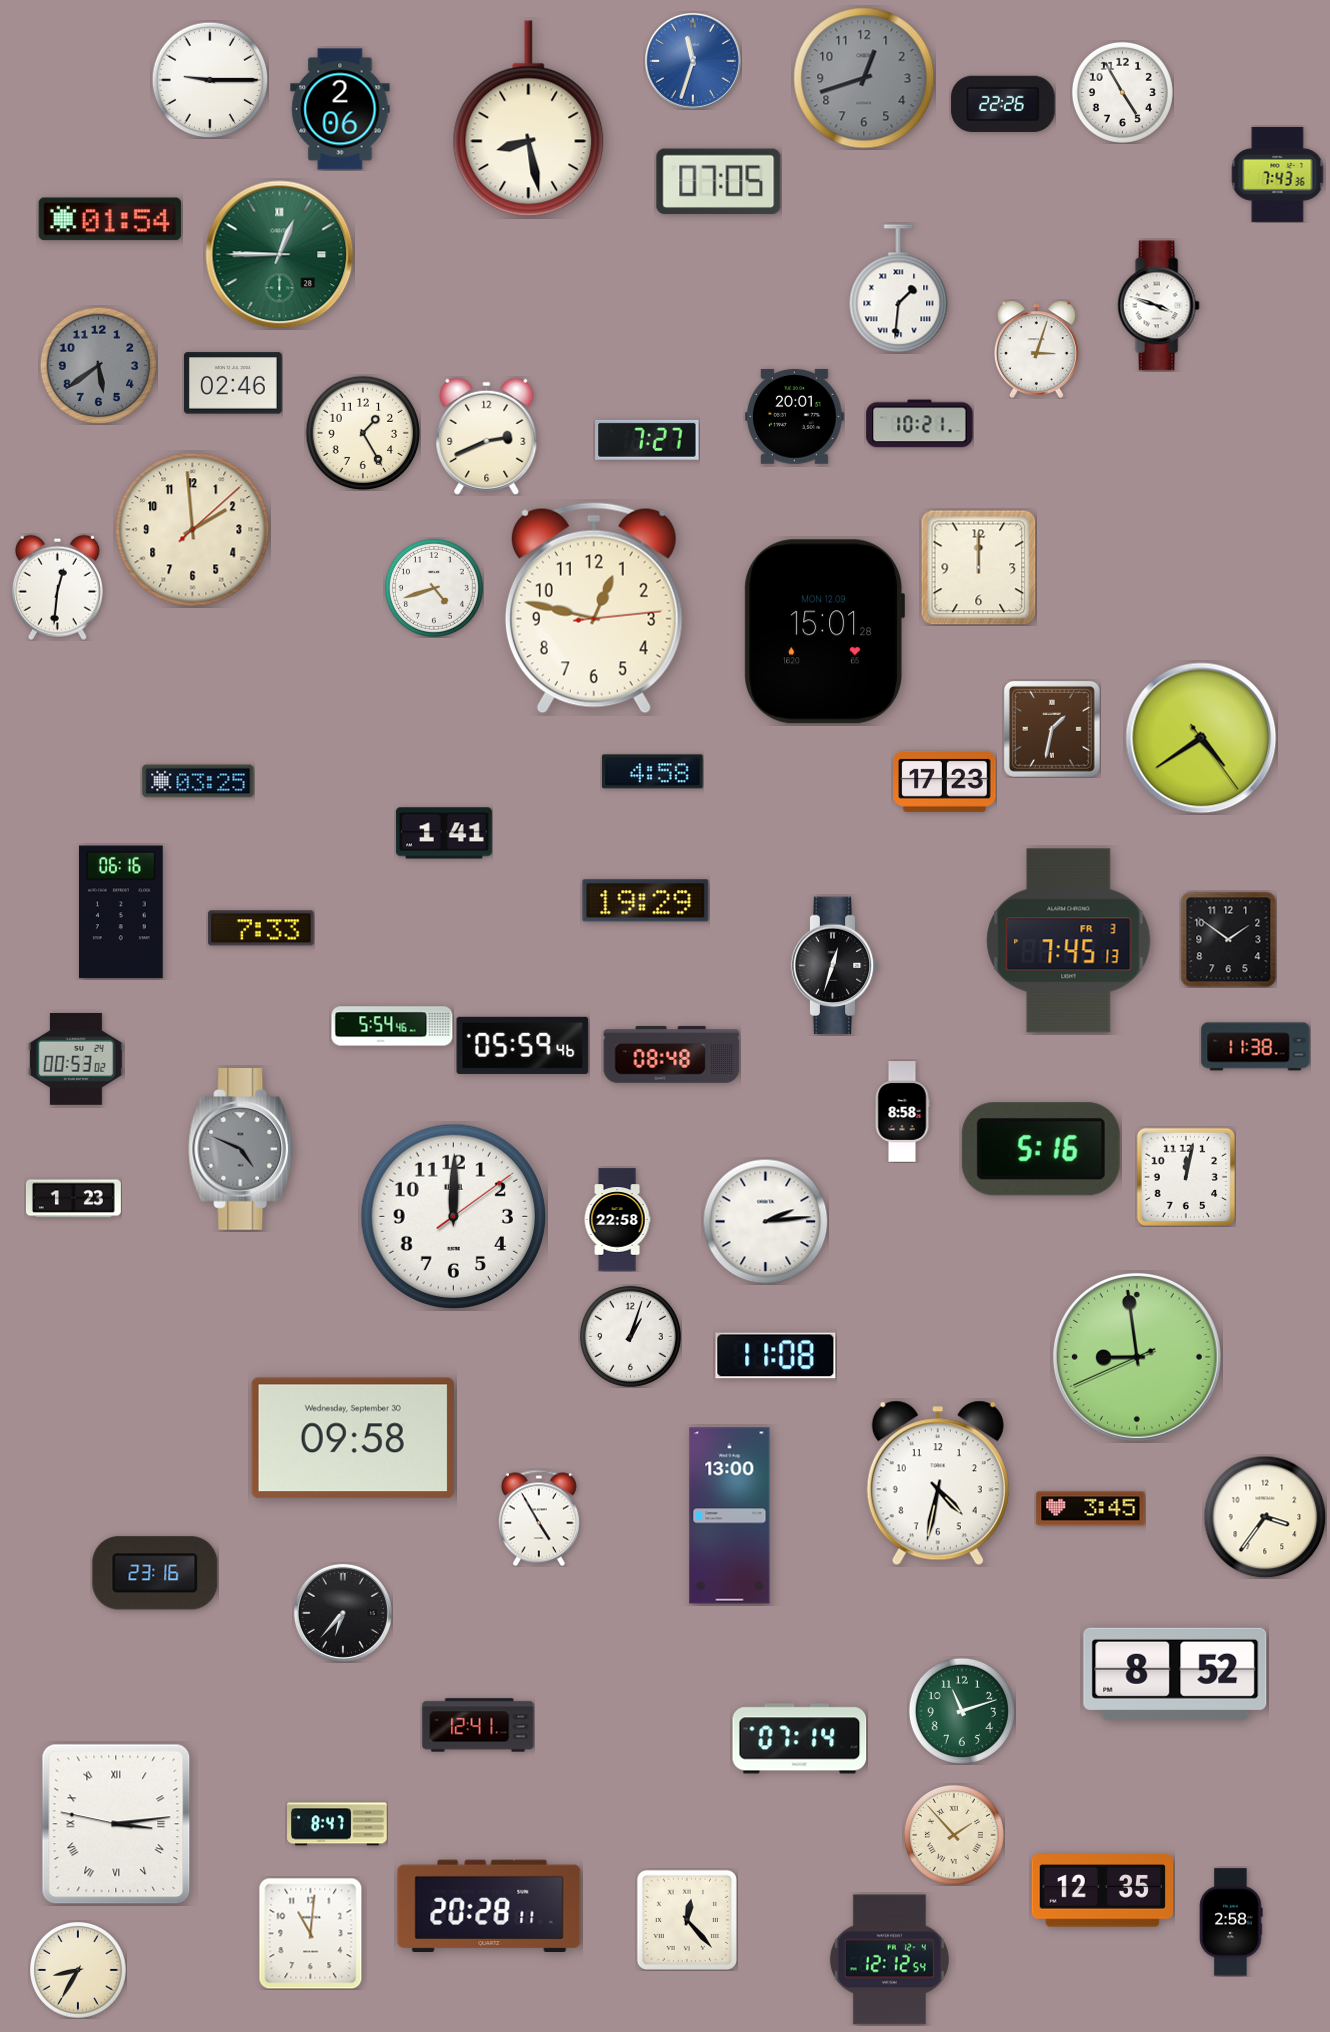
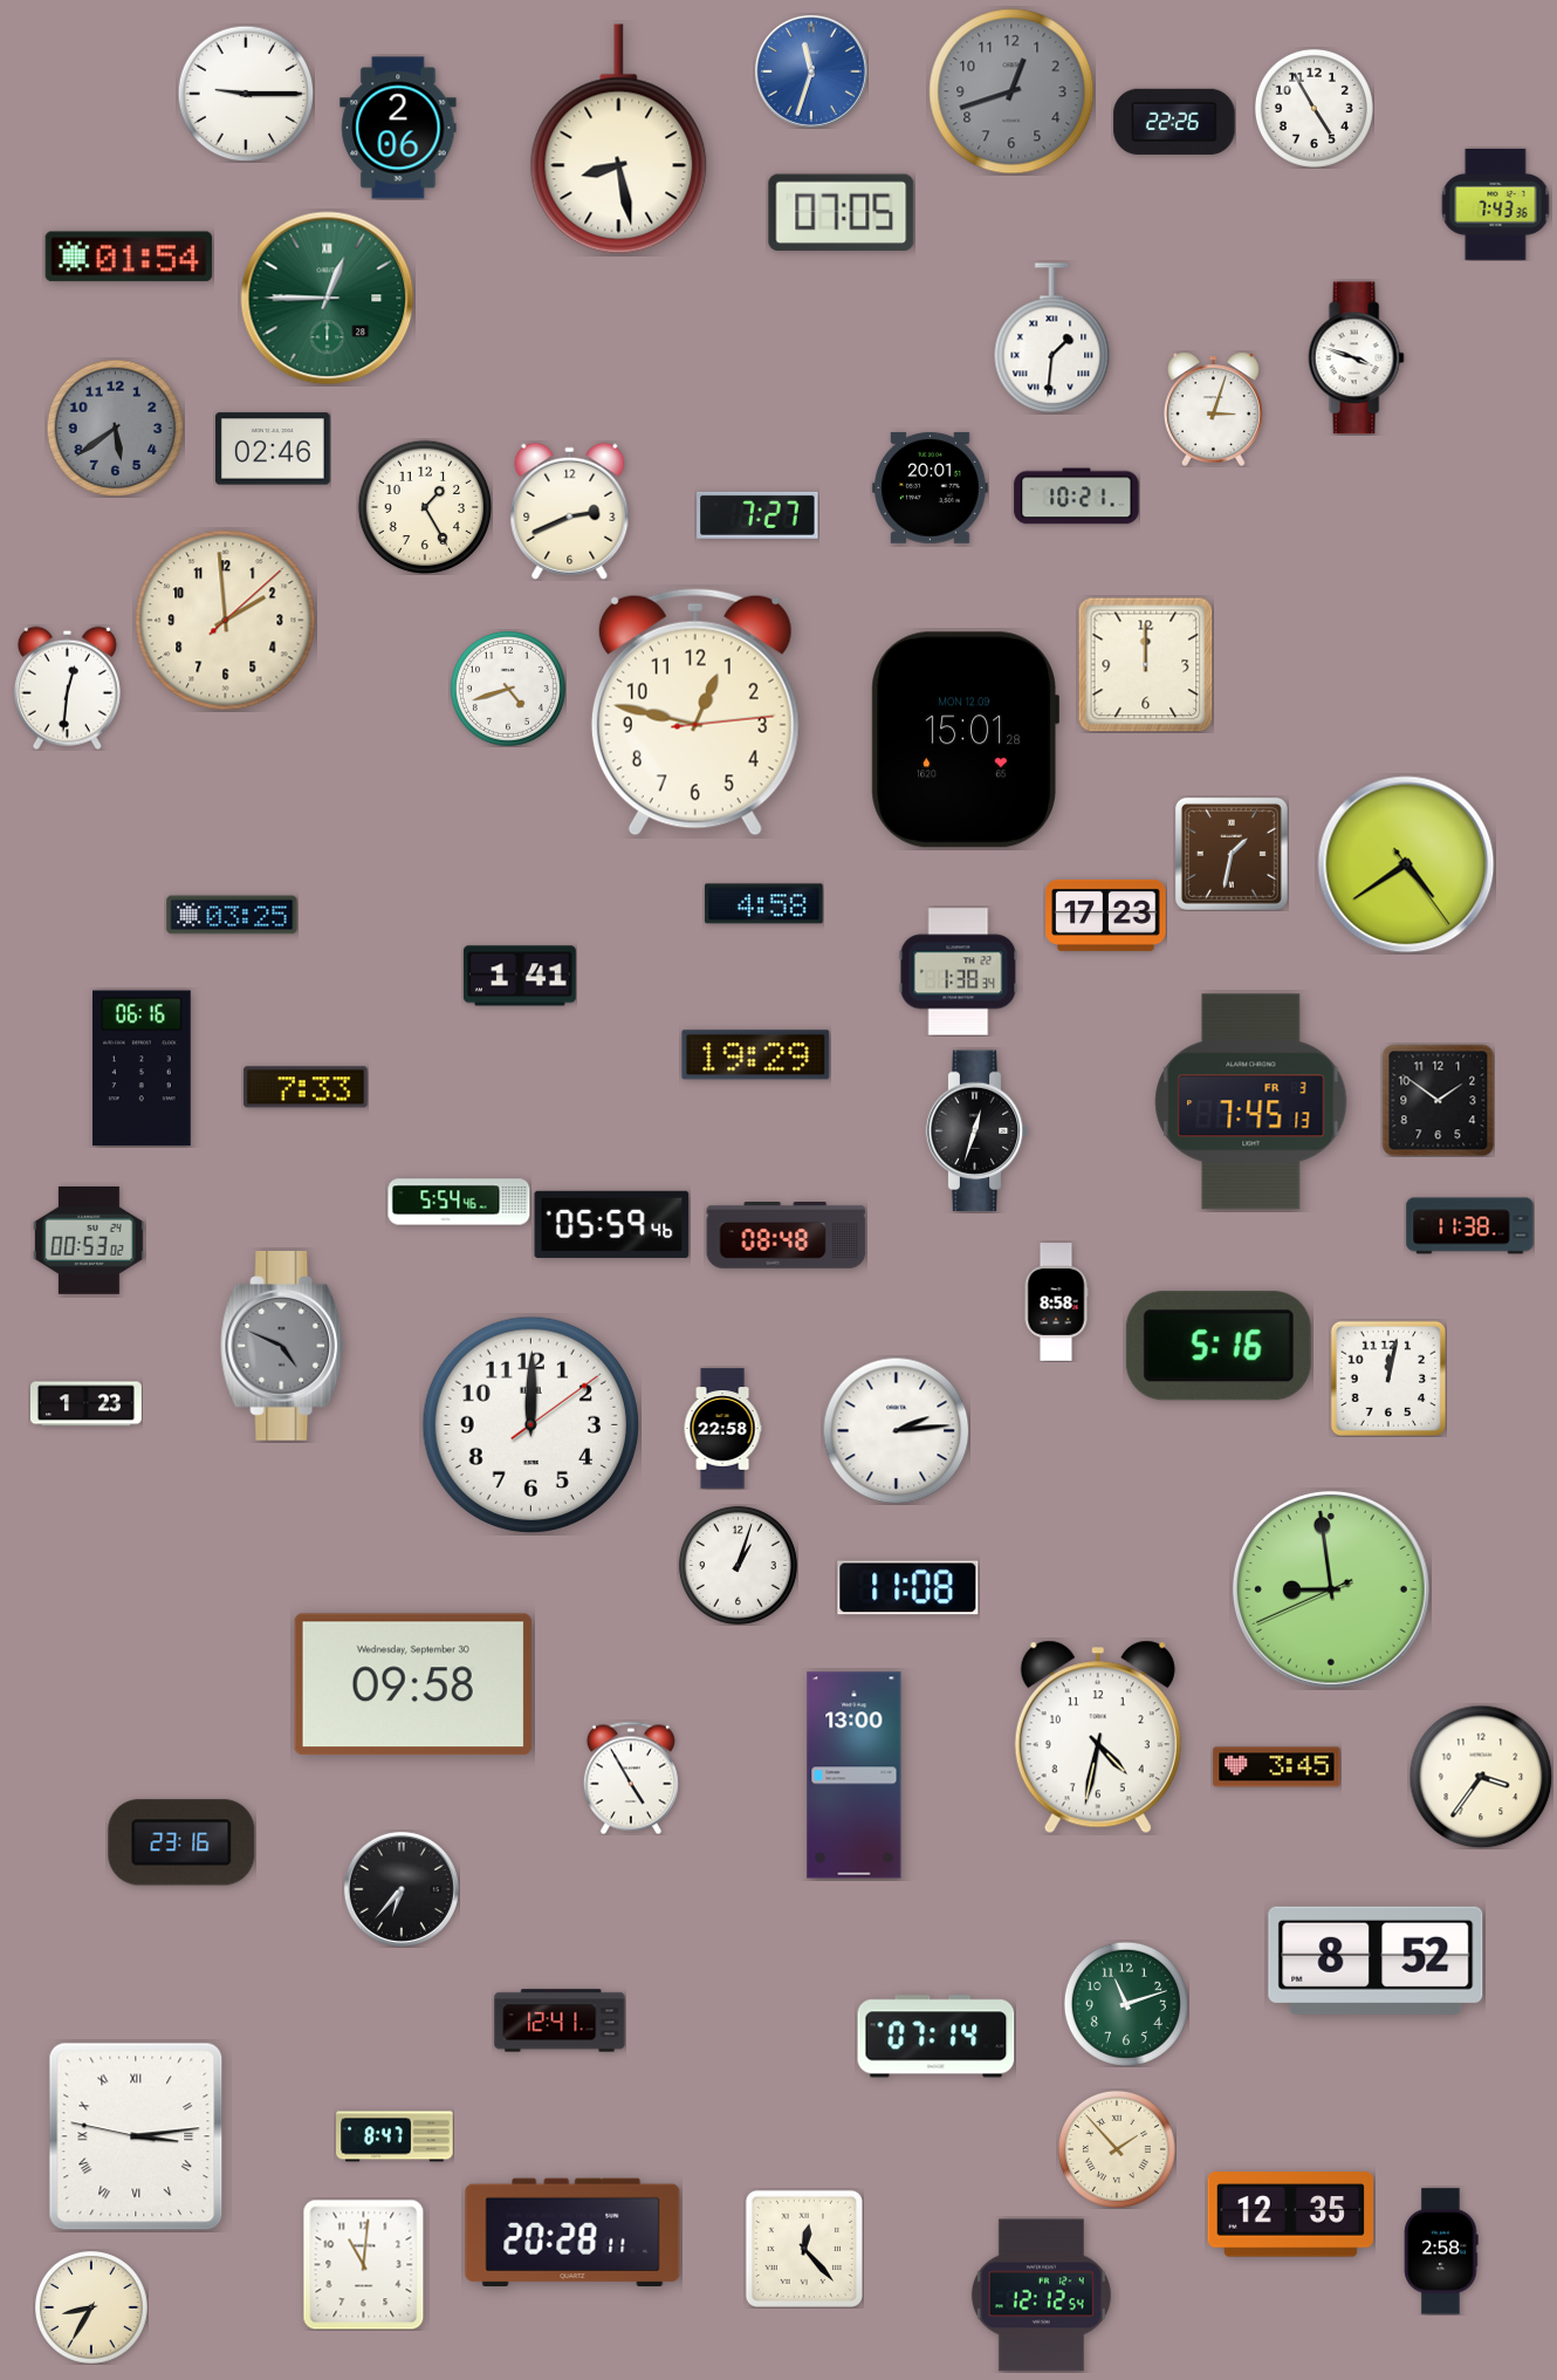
clock at (959, 972): none -> 1:38
